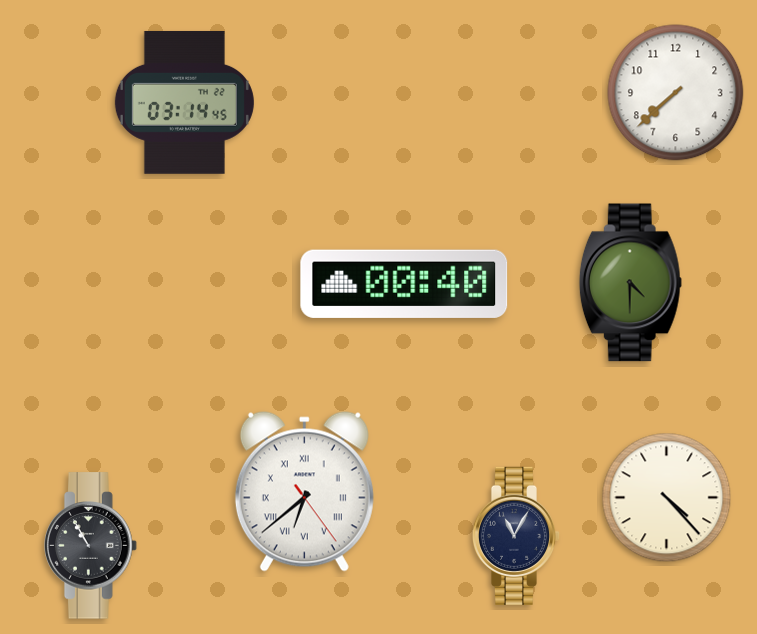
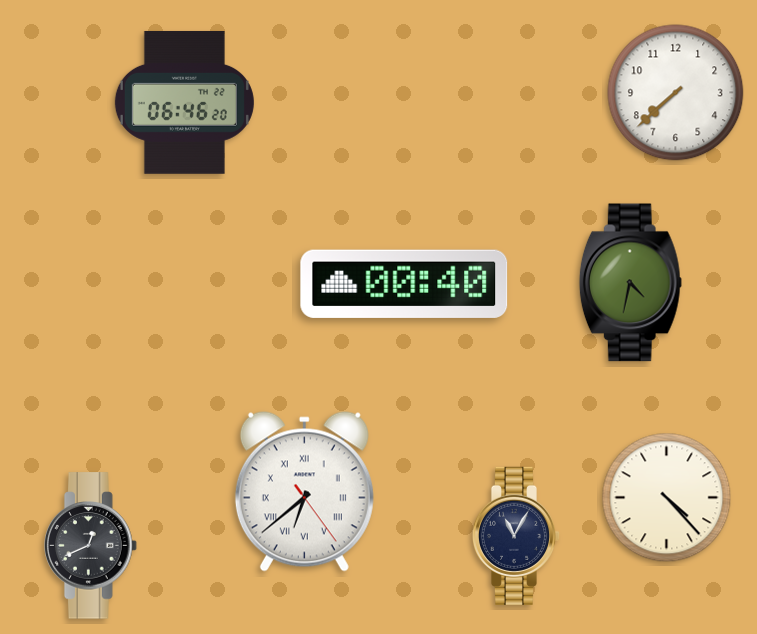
clock at (184, 102): 03:14 -> 06:46
clock at (630, 283): 4:30 -> 4:32
clock at (91, 546): 10:55 -> 12:41
